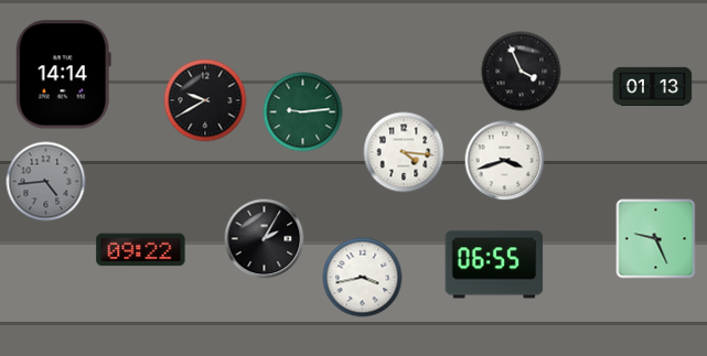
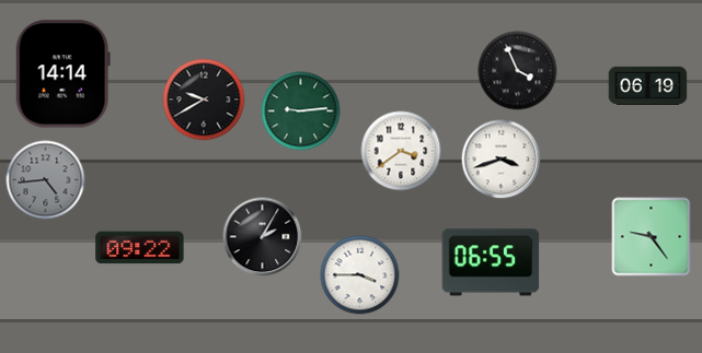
clock at (653, 86): 01:13 -> 06:19
clock at (404, 152): 4:16 -> 3:39
clock at (656, 239): 9:26 -> 9:24
clock at (363, 278): 3:43 -> 3:45
